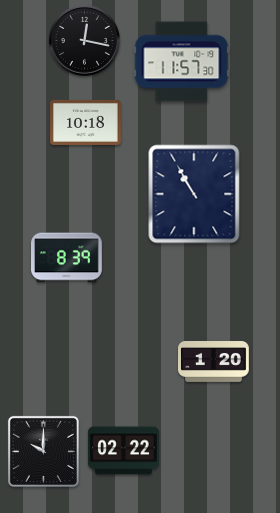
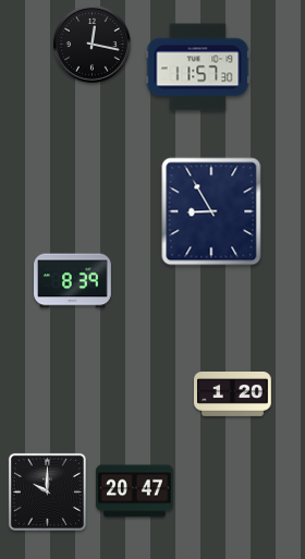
clock at (86, 122): 10:18 -> none
clock at (194, 194): 10:55 -> 8:55
clock at (124, 451): 02:22 -> 20:47
